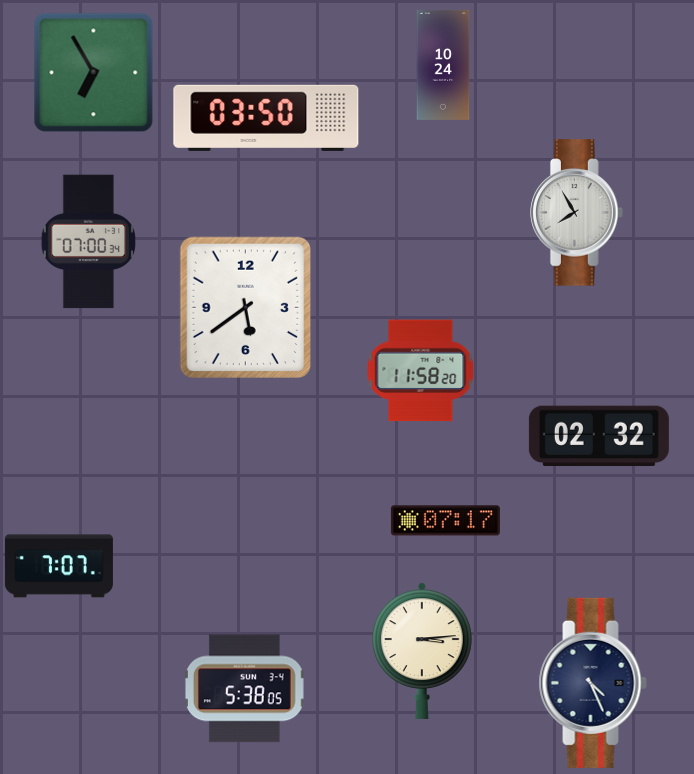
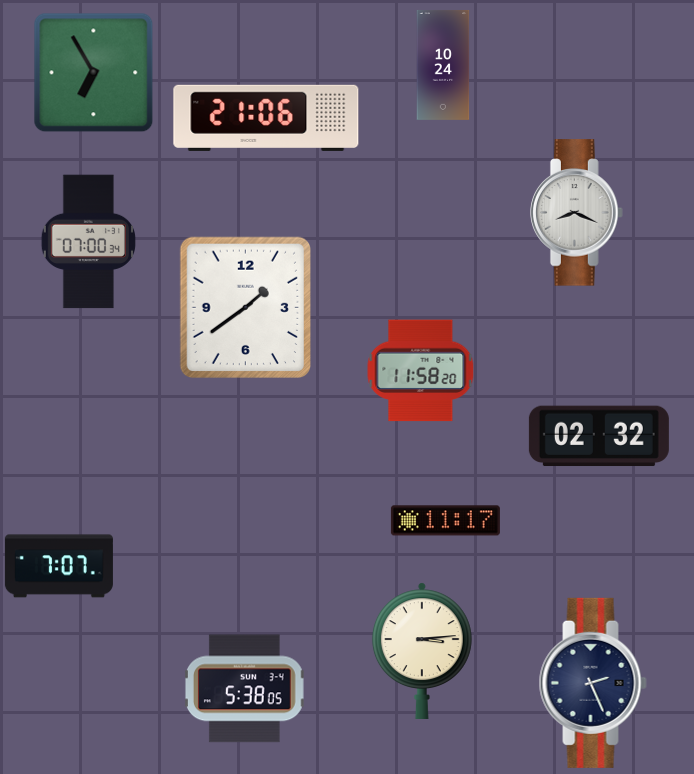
clock at (266, 118): 03:50 -> 21:06
clock at (577, 213): 7:55 -> 8:19
clock at (245, 307): 5:39 -> 1:39
clock at (445, 521): 07:17 -> 11:17
clock at (593, 683): 4:26 -> 2:26
